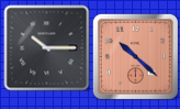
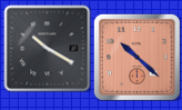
clock at (46, 47): 10:15 -> 10:20
